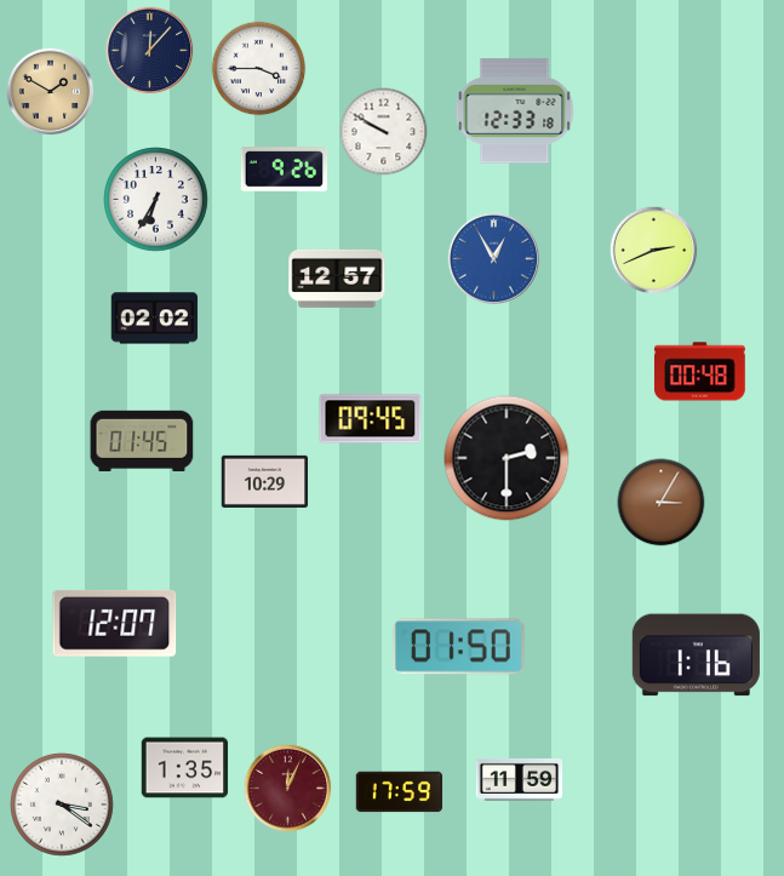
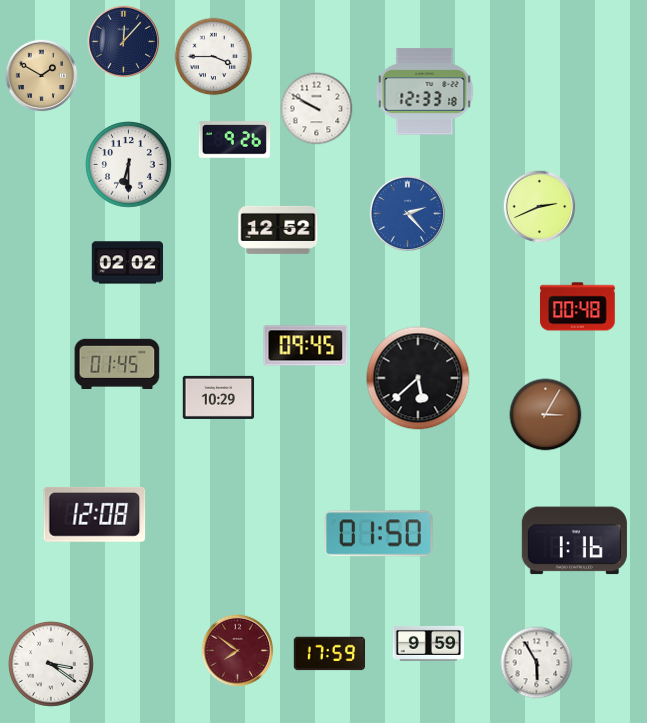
clock at (156, 200): 6:35 -> 6:30
clock at (493, 258): 12:55 -> 2:23
clock at (337, 279): 12:57 -> 12:52
clock at (507, 458): 2:30 -> 5:38
clock at (115, 623): 12:07 -> 12:08
clock at (185, 768): 1:35 -> none
clock at (520, 779): 11:59 -> 9:59
clock at (288, 789): 12:04 -> 7:51
clock at (537, 663): none -> 5:55
